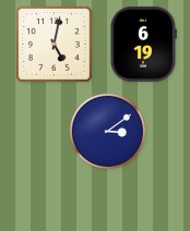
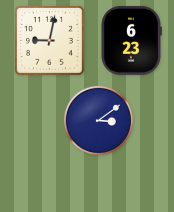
clock at (54, 44): 5:02 -> 9:02
clock at (143, 44): 6:19 -> 6:23
